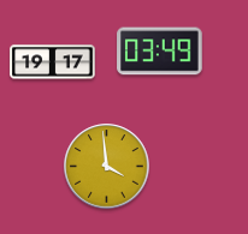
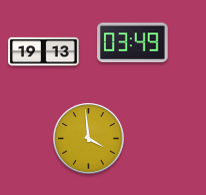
clock at (53, 62): 19:17 -> 19:13
